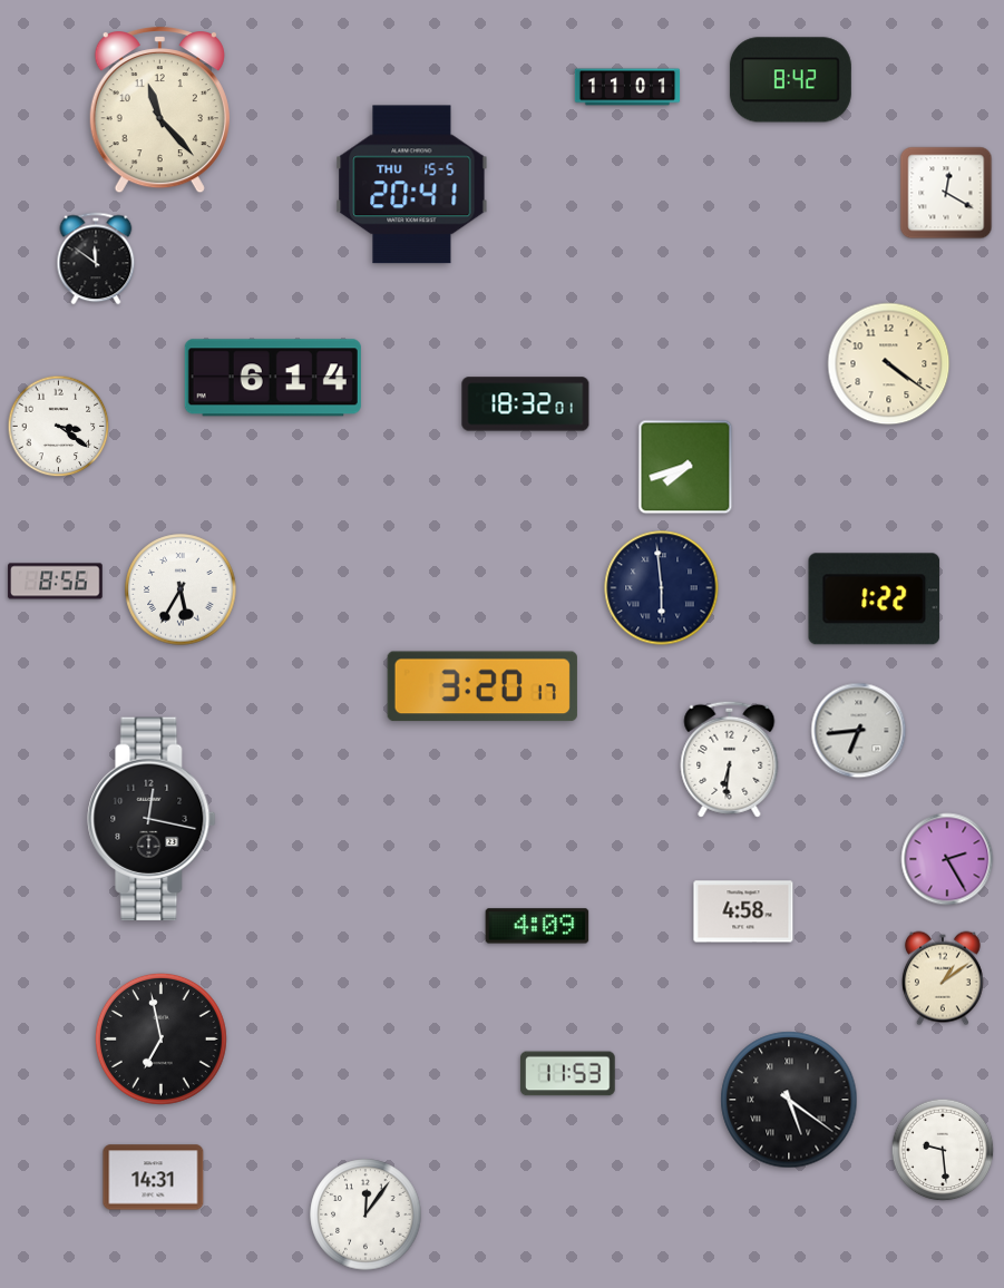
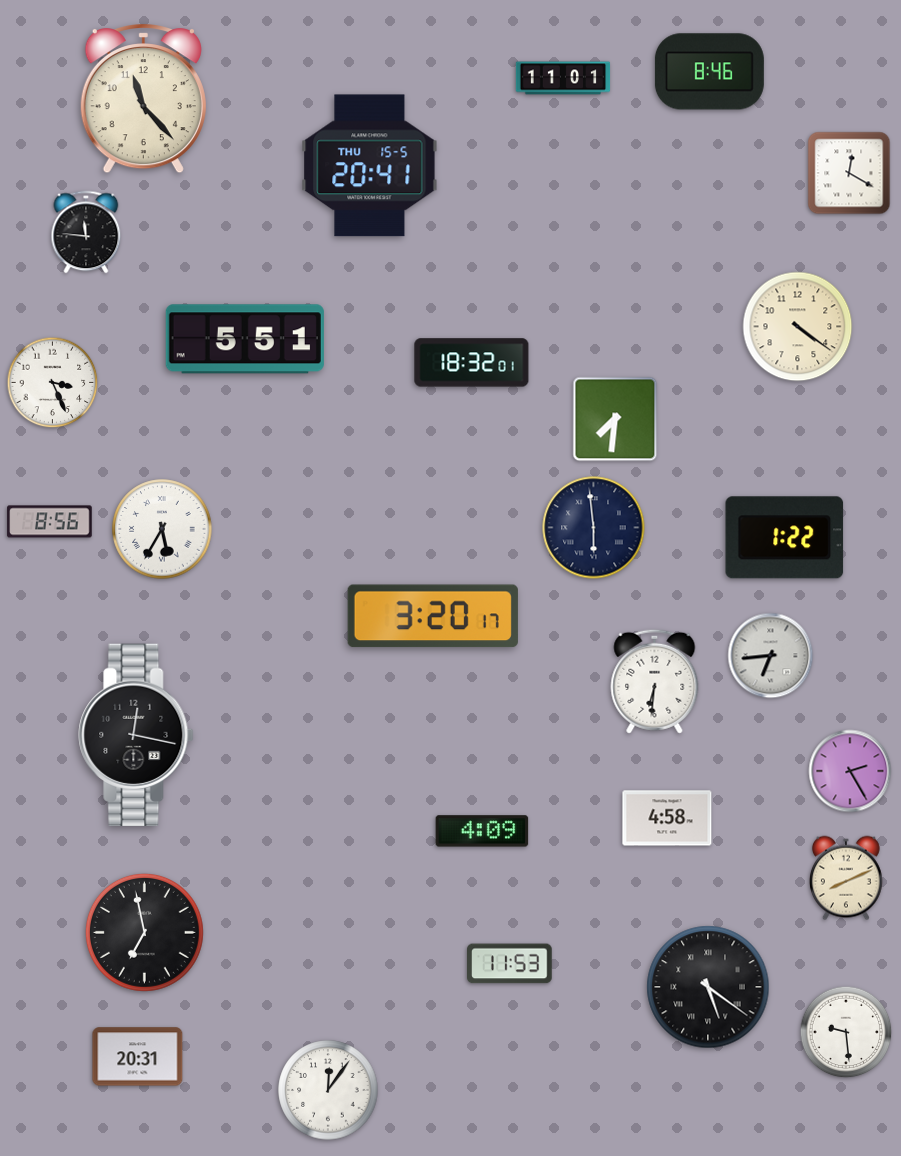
clock at (790, 80): 8:42 -> 8:46
clock at (96, 258): 11:51 -> 11:46
clock at (273, 378): 6:14 -> 5:51
clock at (59, 427): 3:21 -> 3:26
clock at (685, 467): 7:42 -> 7:31
clock at (943, 978): 1:09 -> 8:11
clock at (154, 1178): 14:31 -> 20:31
